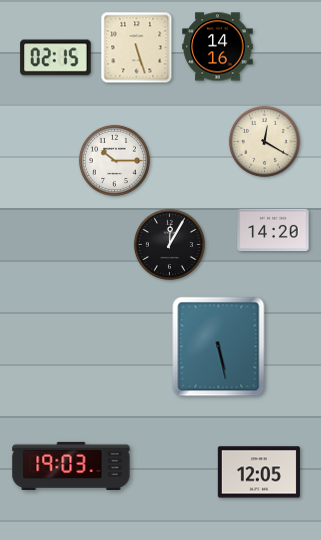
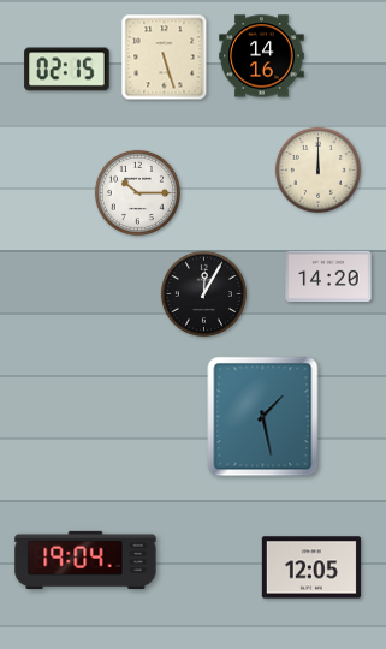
clock at (264, 141): 12:20 -> 12:00
clock at (219, 347): 5:28 -> 1:28
clock at (71, 466): 19:03 -> 19:04
